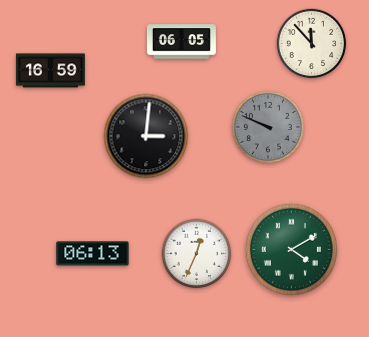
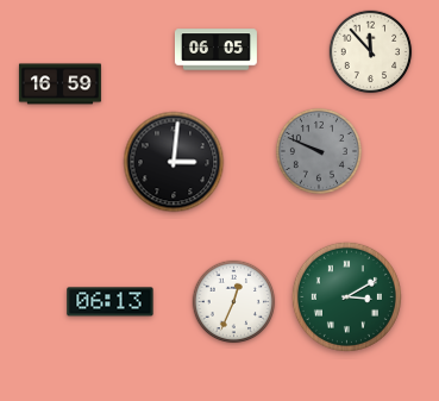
clock at (291, 249): 4:10 -> 3:10
